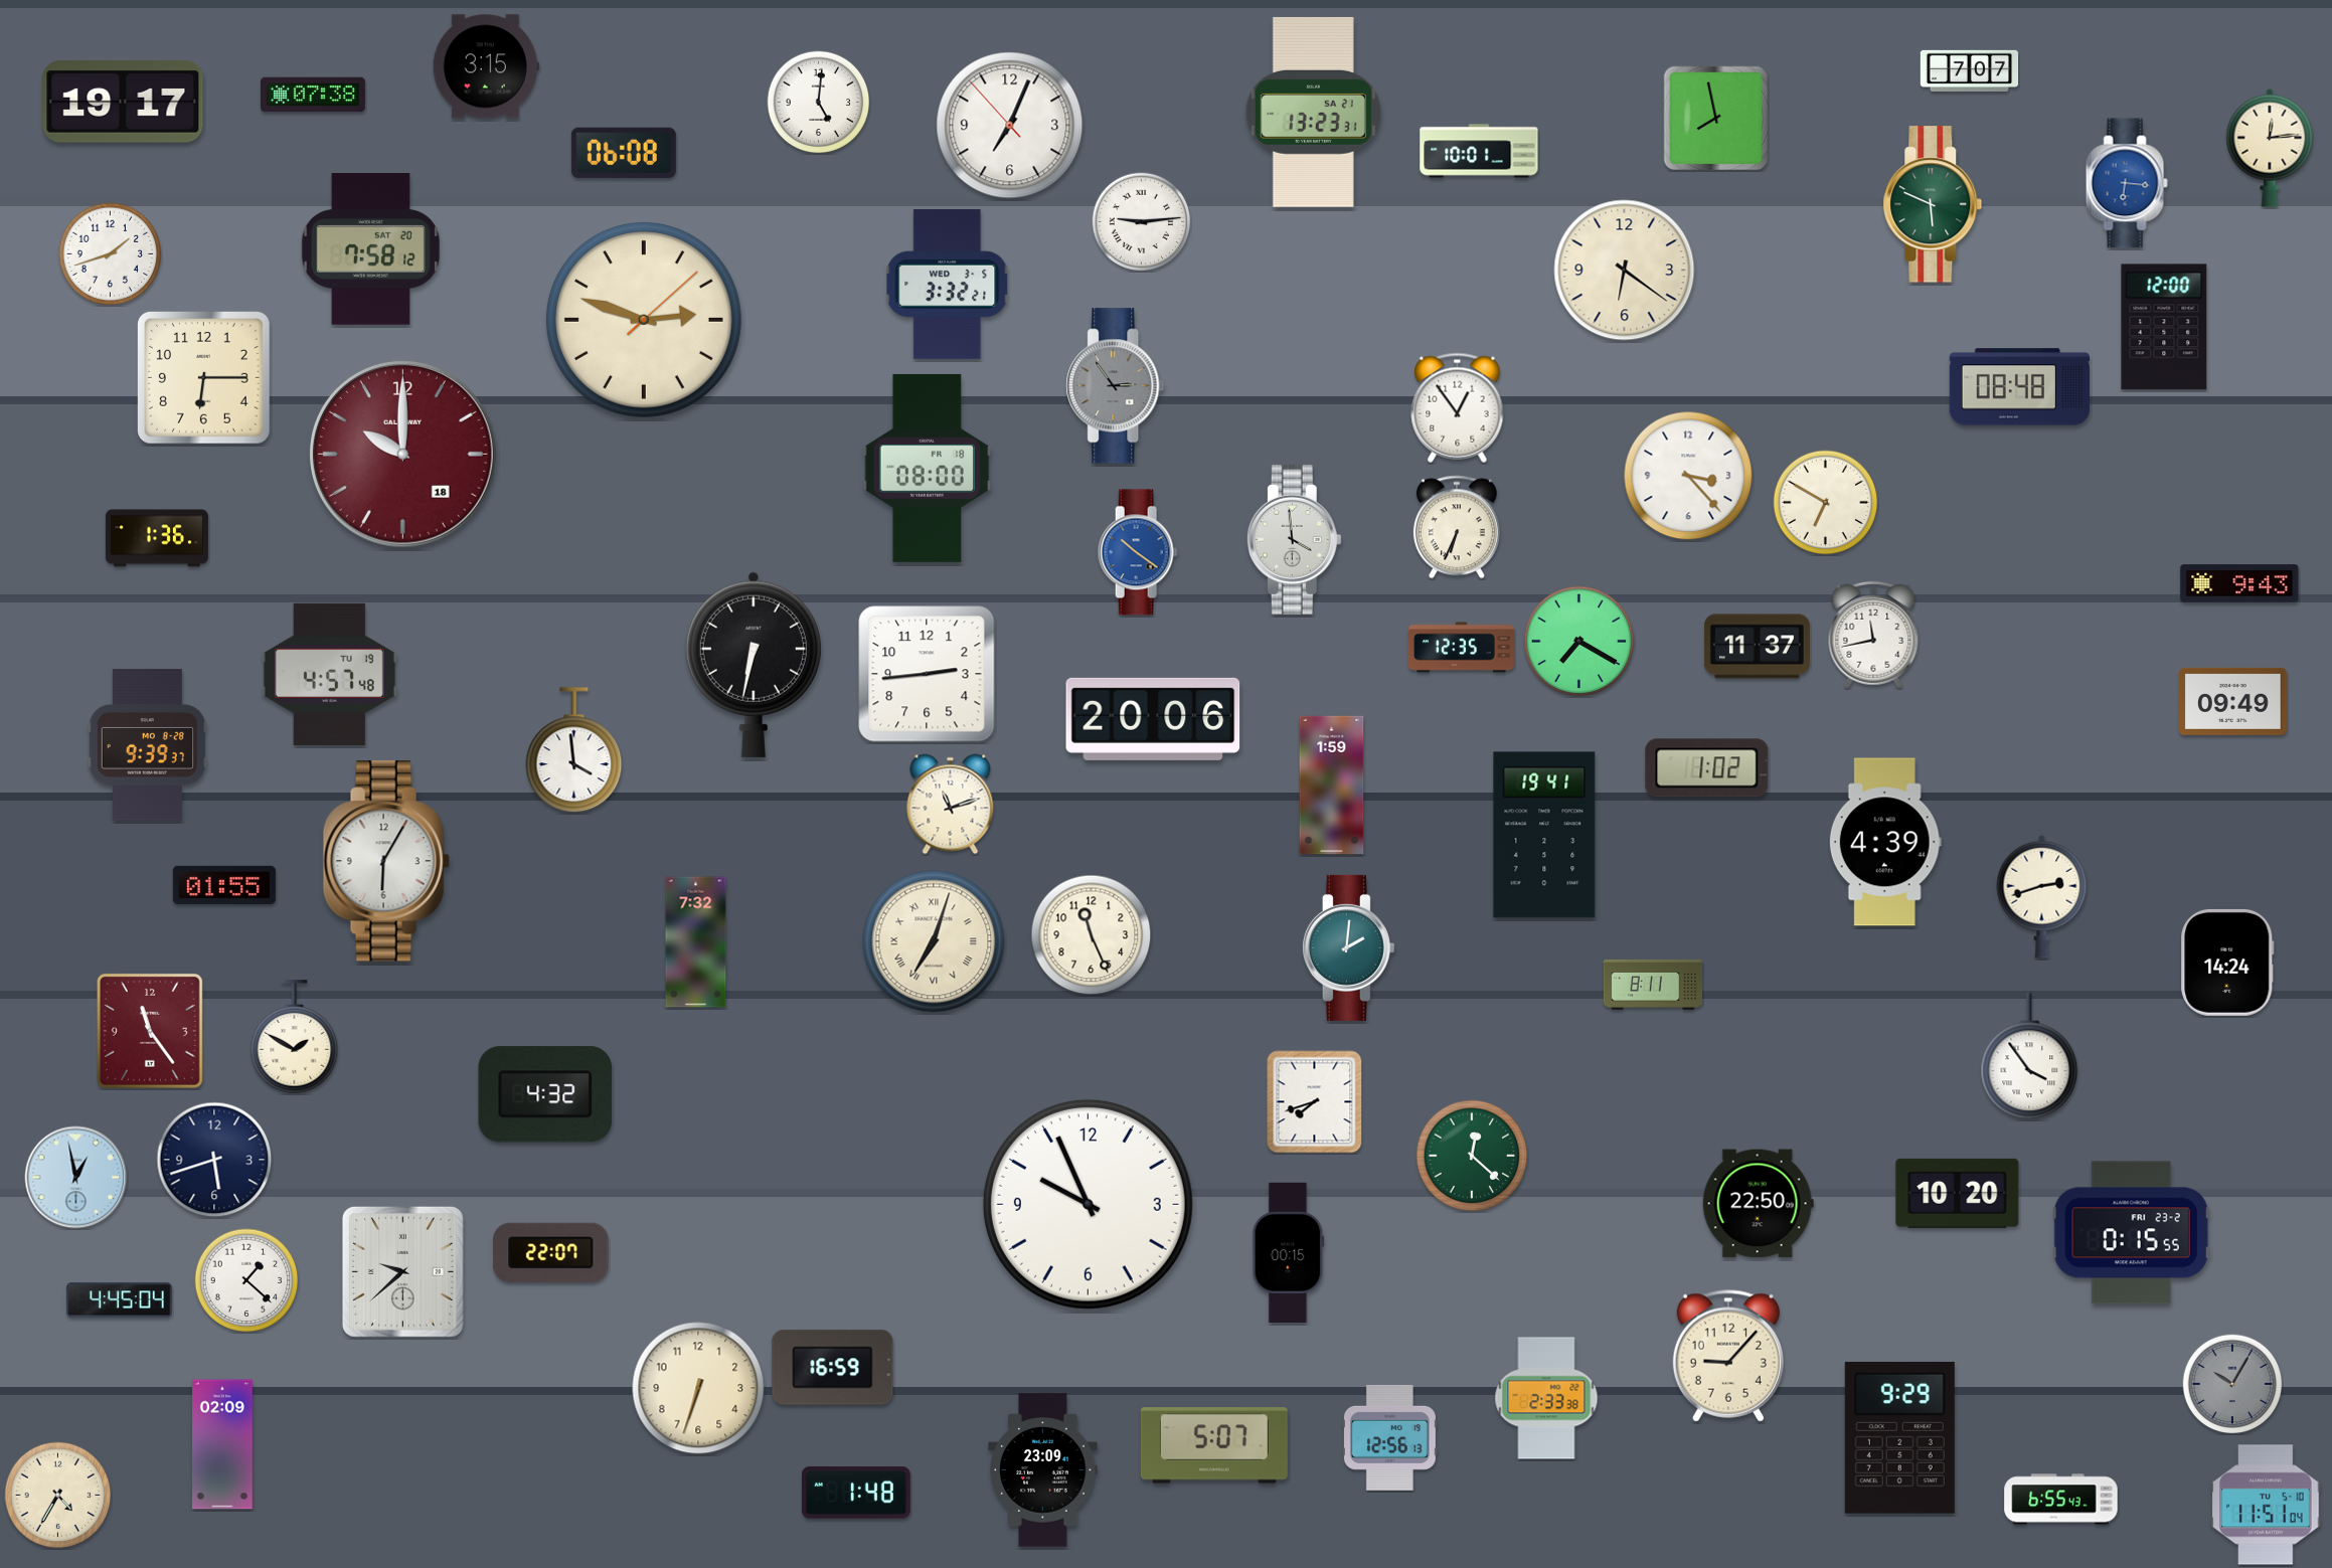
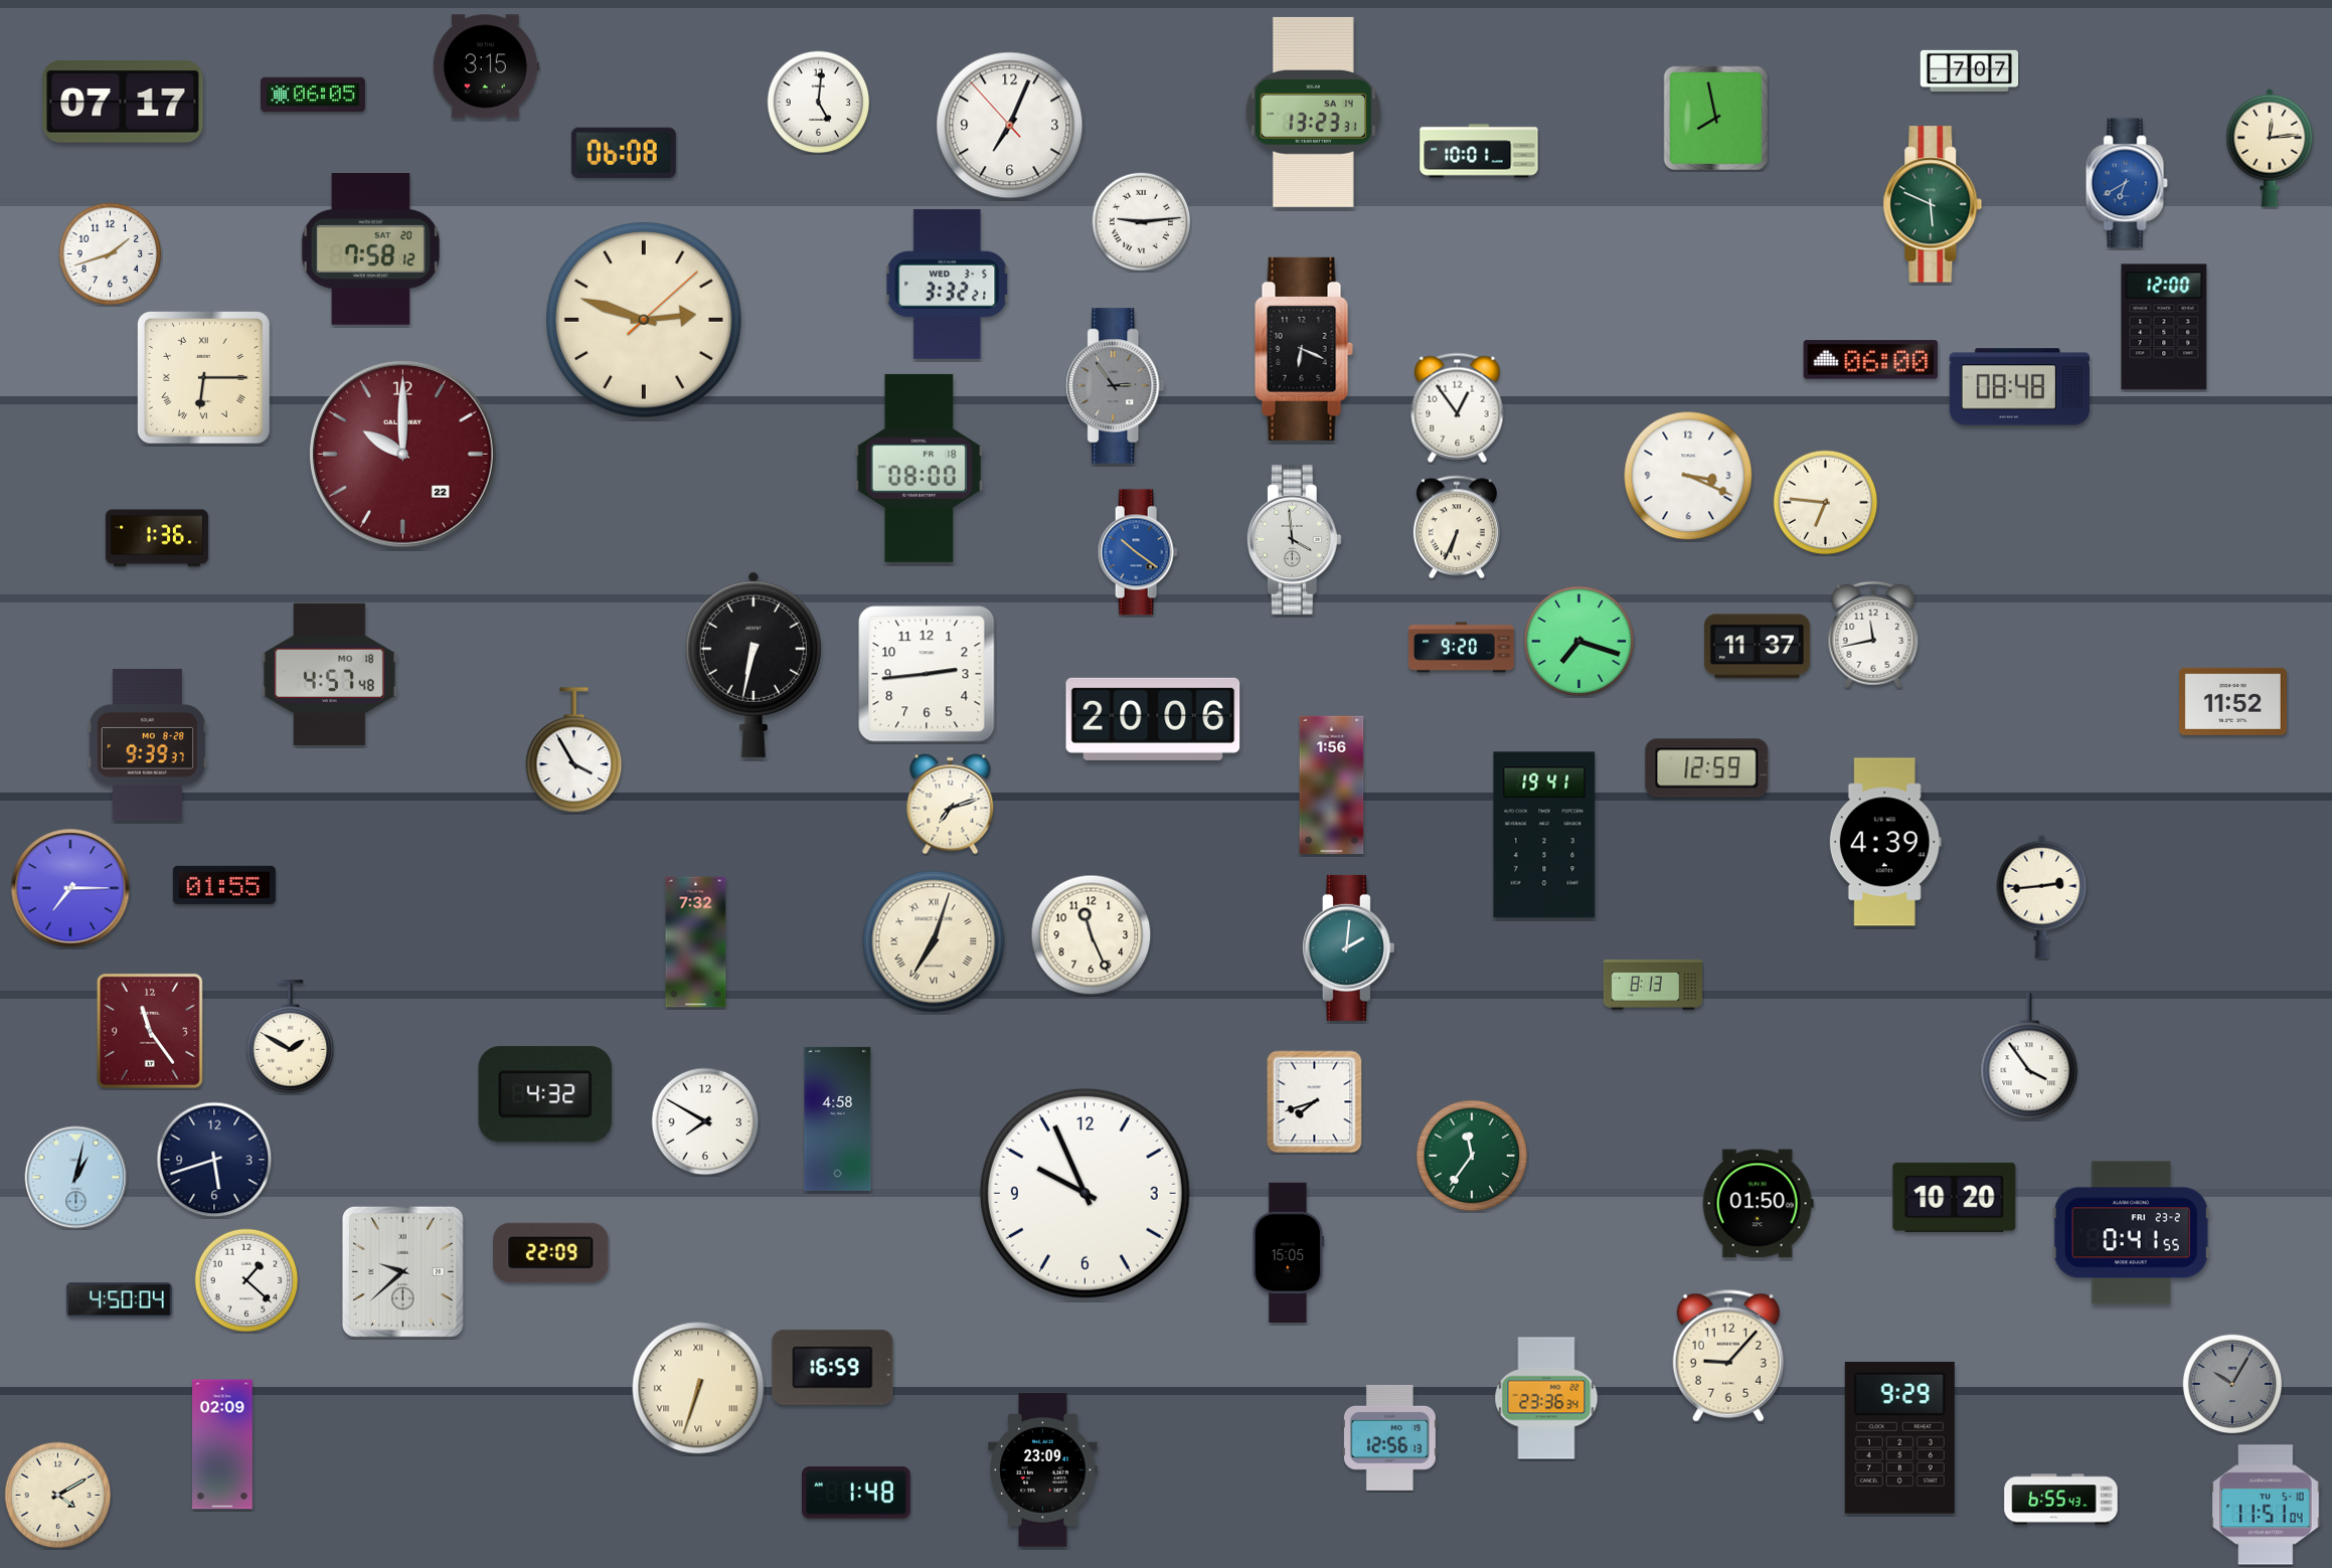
clock at (313, 95): 07:38 -> 06:05
clock at (123, 102): 19:17 -> 07:17
clock at (1313, 112) date: SA 21 -> SA 14
clock at (2127, 183): 6:16 -> 6:40
clock at (1625, 271): 6:21 -> none
clock at (1304, 349): none -> 6:19
clock at (1871, 360): none -> 06:00
clock at (204, 378) numerals: Arabic -> Roman
clock at (402, 454) date: 18 -> 22
clock at (928, 468) position: (928, 468) -> (920, 468)
clock at (1688, 476): 3:23 -> 3:19
clock at (1826, 503): 6:50 -> 6:46
clock at (2239, 583): 9:43 -> none
clock at (1579, 642): 7:20 -> 7:18
clock at (1461, 648): 12:35 -> 9:20
clock at (329, 674) date: TU 19 -> MO 18
clock at (2232, 701): 09:49 -> 11:52
clock at (574, 750): 3:59 -> 3:55
clock at (1707, 768): 1:02 -> 12:59
clock at (1332, 786): 1:59 -> 1:56
clock at (951, 805): 11:12 -> 7:12
clock at (386, 861): 6:05 -> none
clock at (70, 888): none -> 7:15
clock at (2042, 896): 2:42 -> 2:44
clock at (2227, 963): 14:24 -> none
clock at (1653, 986): 8:11 -> 8:13
clock at (295, 1037) position: (295, 1037) -> (291, 1037)
clock at (838, 1118): none -> 4:58
clock at (705, 1121): none -> 7:50
clock at (1472, 1156): 12:22 -> 11:36
clock at (76, 1178): 12:58 -> 1:02
clock at (1958, 1193) position: (1958, 1193) -> (1955, 1197)
clock at (1088, 1204) position: (1088, 1204) -> (1085, 1193)
clock at (1758, 1204): 22:50 -> 01:50
clock at (2131, 1233): 0:15 -> 0:41
clock at (551, 1252): 22:07 -> 22:09
clock at (1289, 1252): 00:15 -> 15:05
clock at (119, 1300): 4:45 -> 4:50
clock at (698, 1388) numerals: Arabic -> Roman
clock at (1546, 1398): 2:33 -> 23:36
clock at (1214, 1445): 5:07 -> none
clock at (58, 1496): 4:35 -> 4:10
